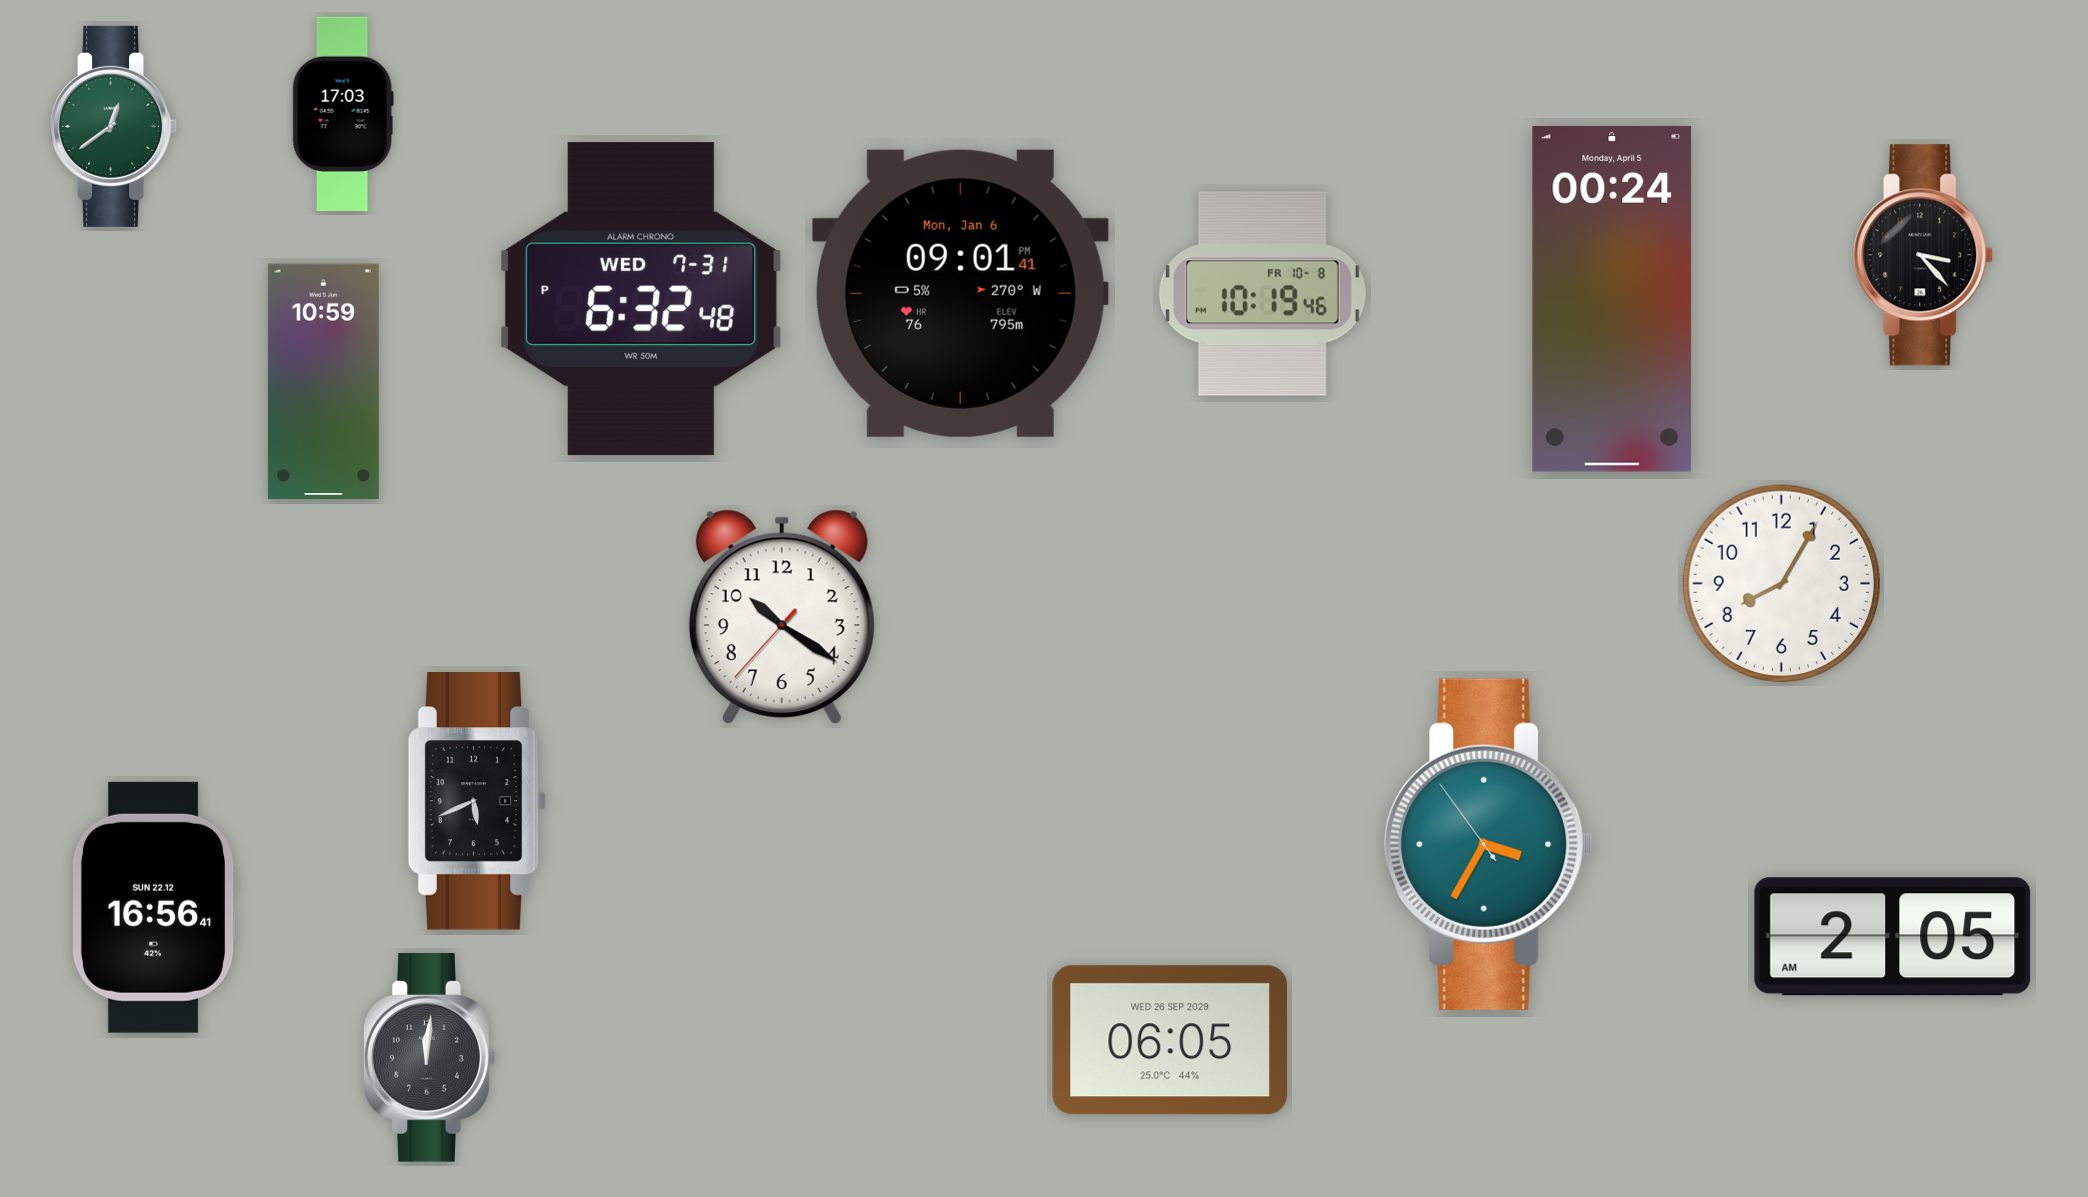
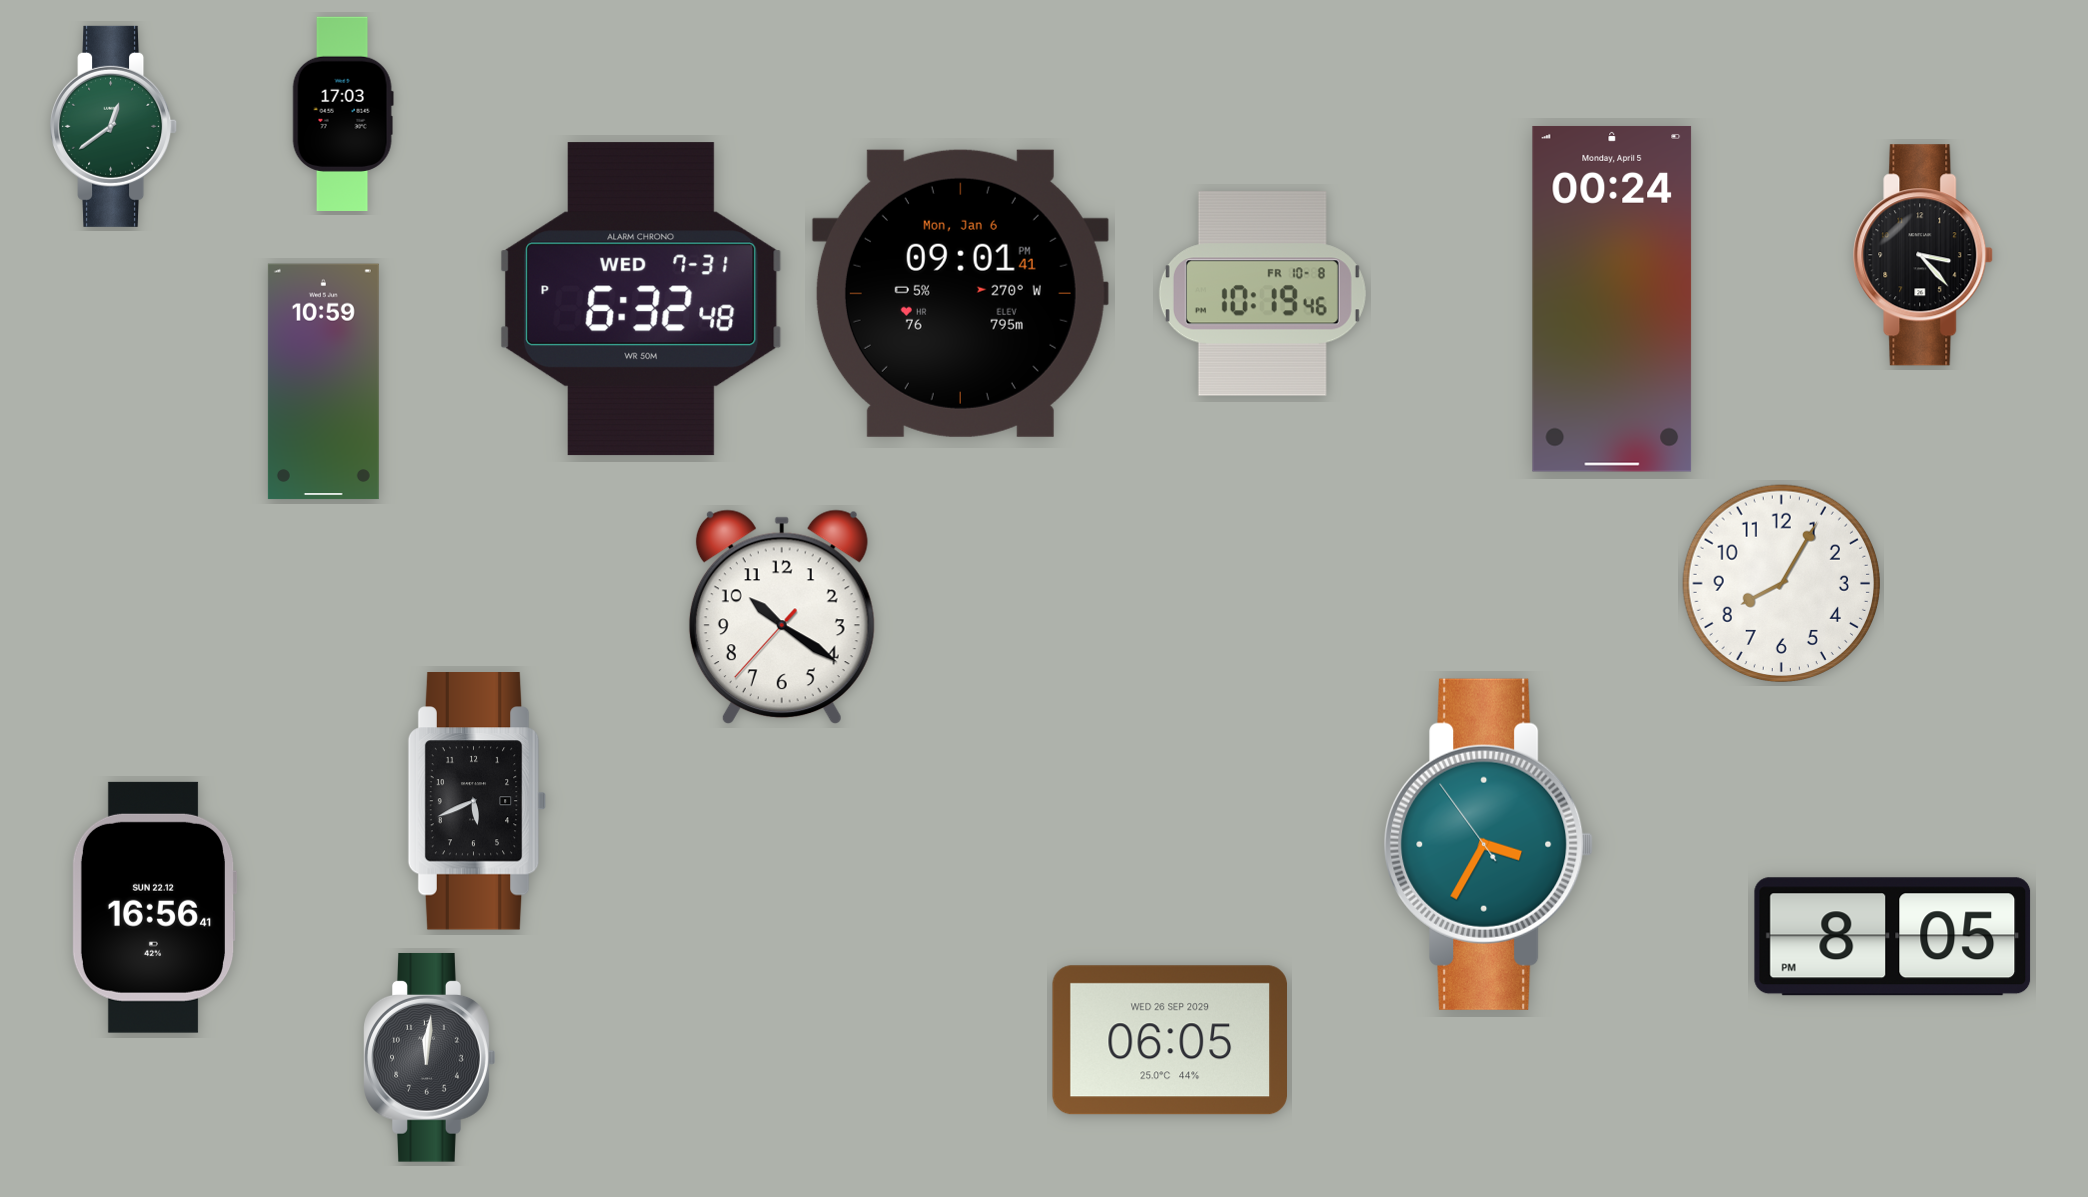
clock at (1893, 937): 2:05 -> 8:05
